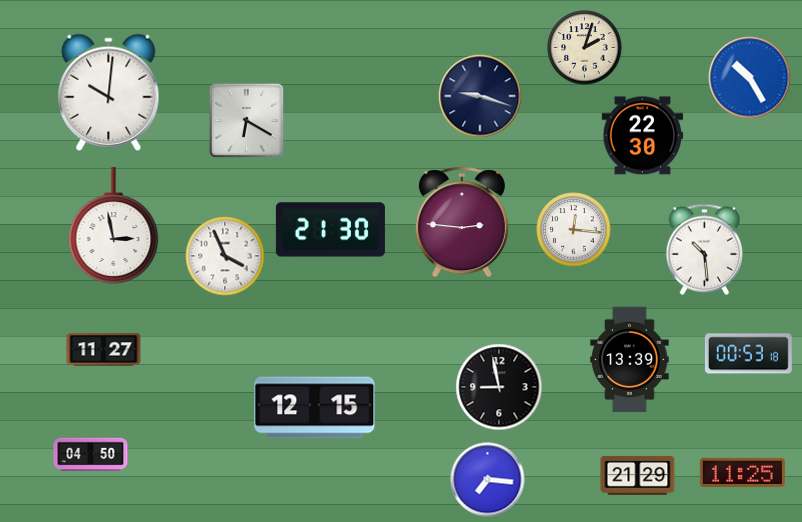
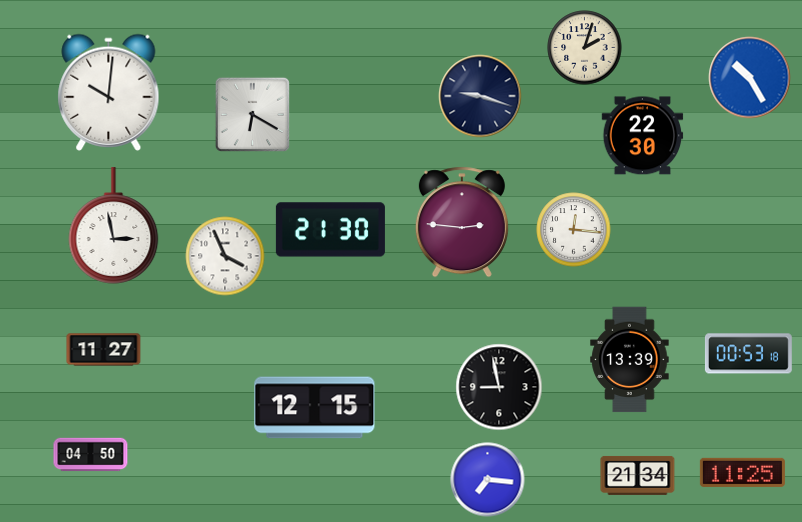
clock at (246, 120) position: (246, 120) -> (252, 114)
clock at (704, 249): 10:29 -> none
clock at (638, 475): 21:29 -> 21:34
